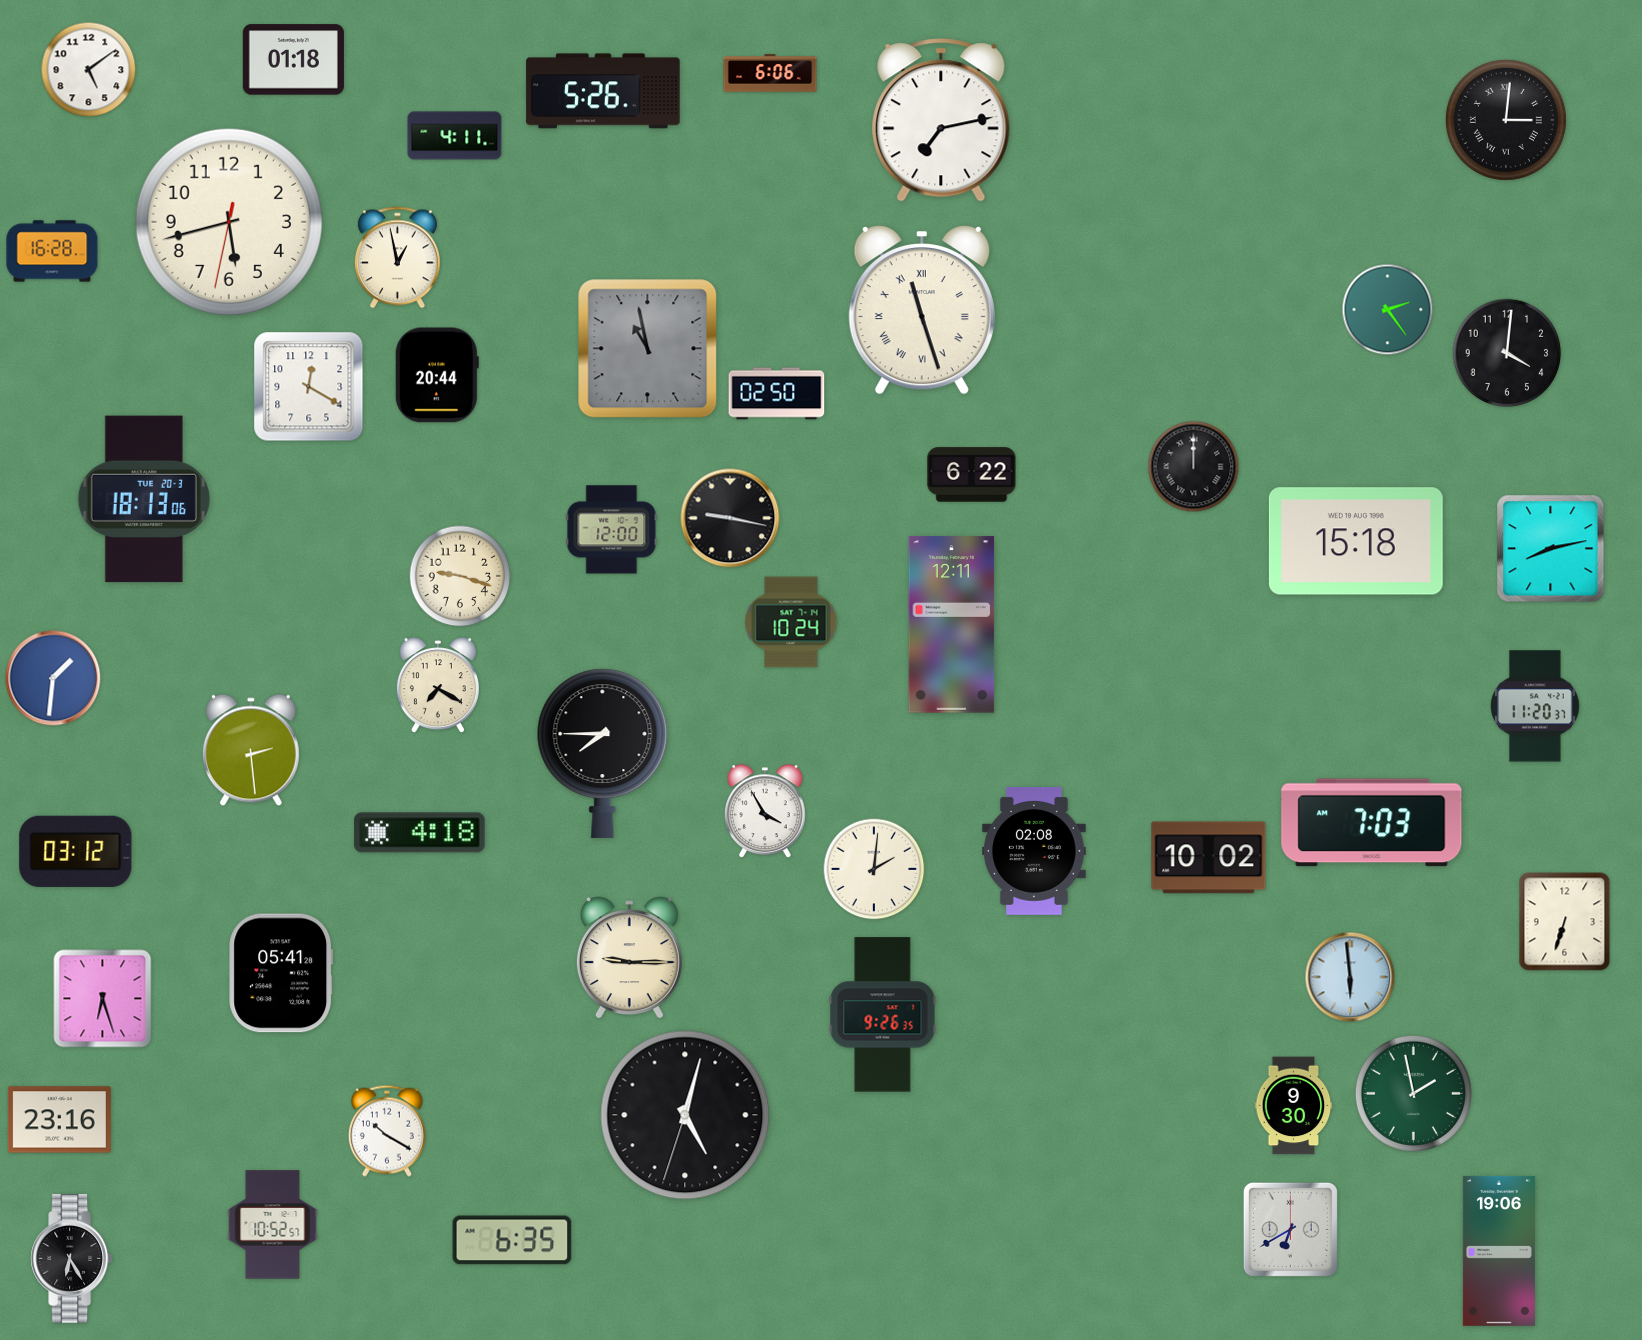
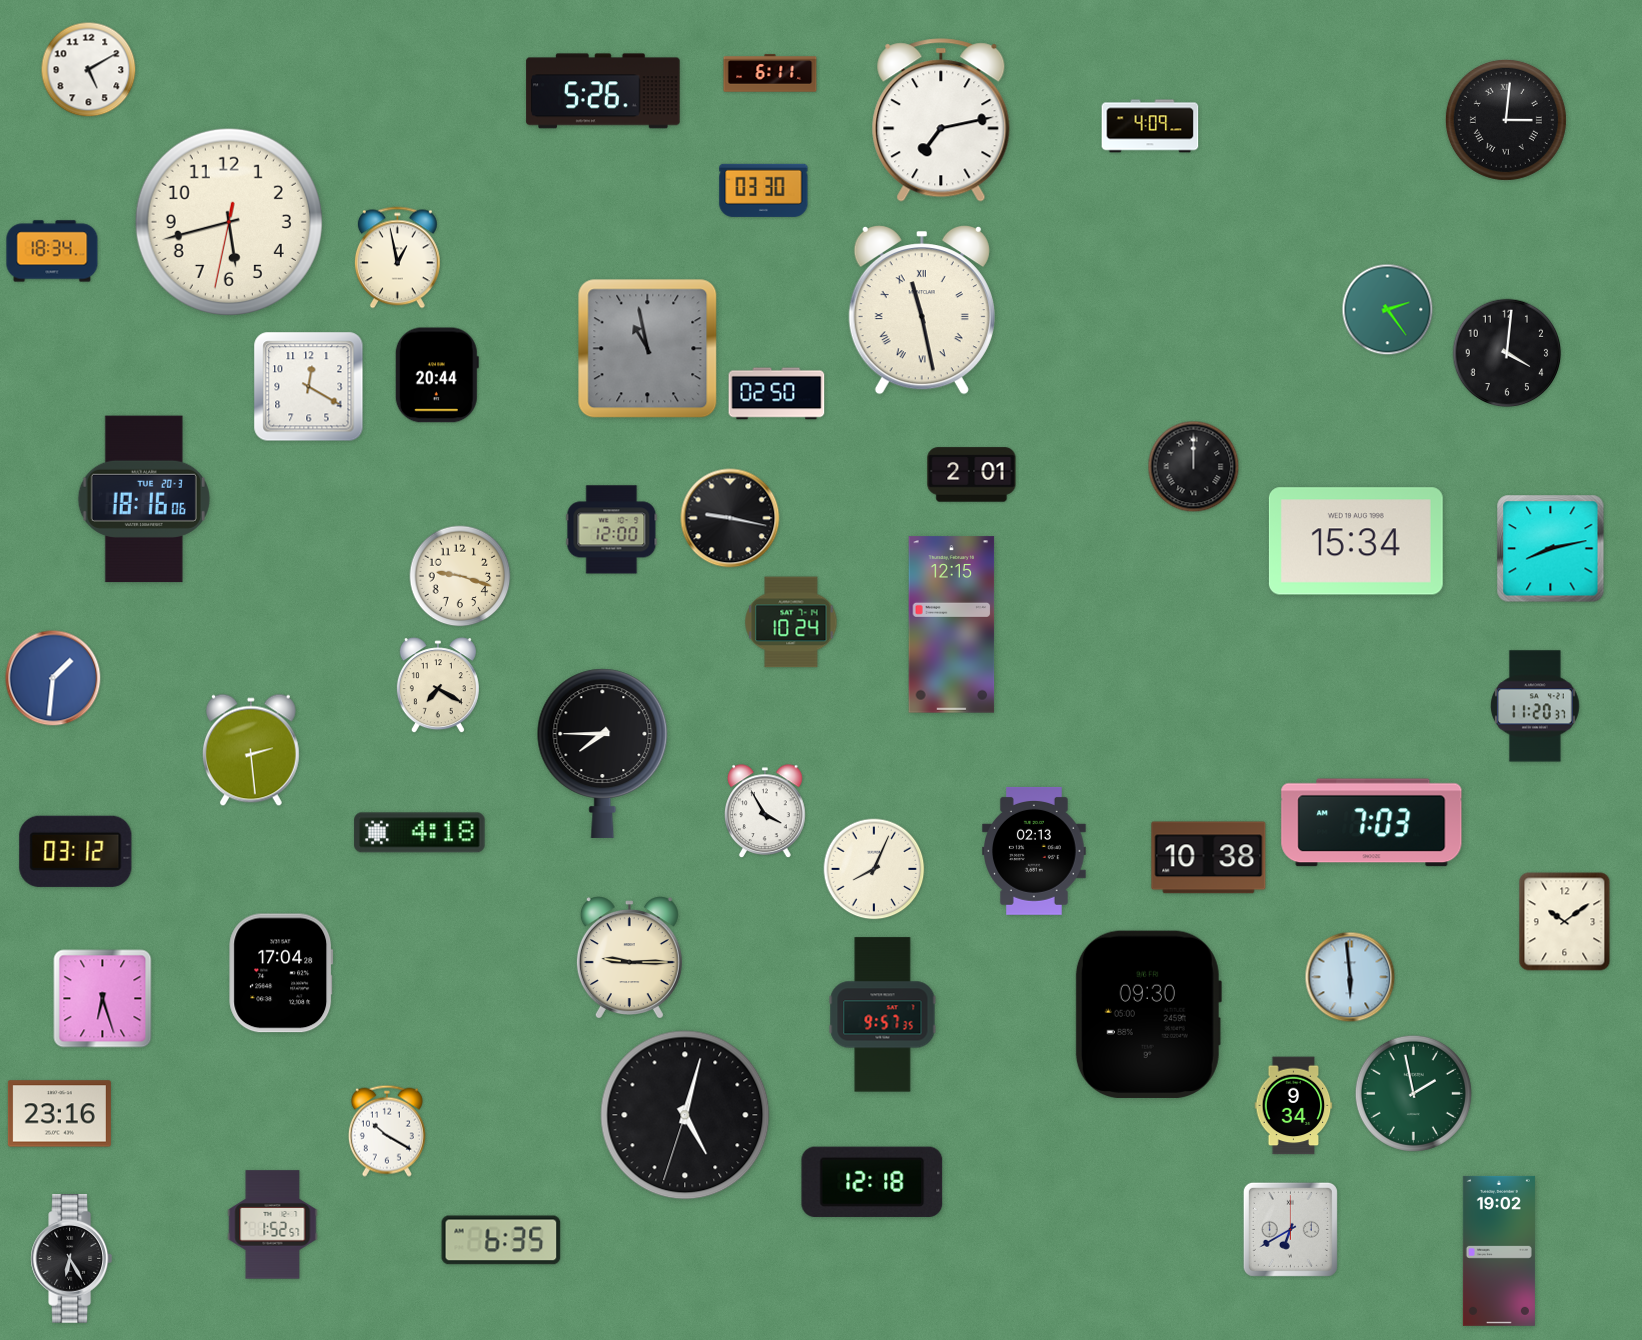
clock at (293, 60): 01:18 -> none
clock at (89, 70): 5:09 -> 5:10
clock at (770, 73): 6:06 -> 6:11
clock at (1150, 126): none -> 4:09
clock at (455, 136): 4:11 -> none
clock at (764, 190): none -> 03:30
clock at (52, 251): 16:28 -> 18:34
clock at (922, 311): 11:27 -> 11:28
clock at (972, 475): 6:22 -> 2:01
clock at (144, 499): 18:13 -> 18:16
clock at (1356, 541): 15:18 -> 15:34
clock at (952, 625): 12:11 -> 12:15
clock at (1034, 851): 02:08 -> 02:13
clock at (1209, 858): 10:02 -> 10:38
clock at (874, 869): 2:01 -> 8:04
clock at (1565, 922): 6:33 -> 10:09
clock at (281, 973): 05:41 -> 17:04
clock at (1148, 1014): none -> 09:30
clock at (883, 1015): 9:26 -> 9:57
clock at (1294, 1106): 9:30 -> 9:34
clock at (59, 1120) position: (59, 1120) -> (59, 1114)
clock at (872, 1182): none -> 12:18
clock at (273, 1225): 10:52 -> 1:52
clock at (512, 1240) position: (512, 1240) -> (501, 1240)
clock at (1499, 1251): 19:06 -> 19:02
